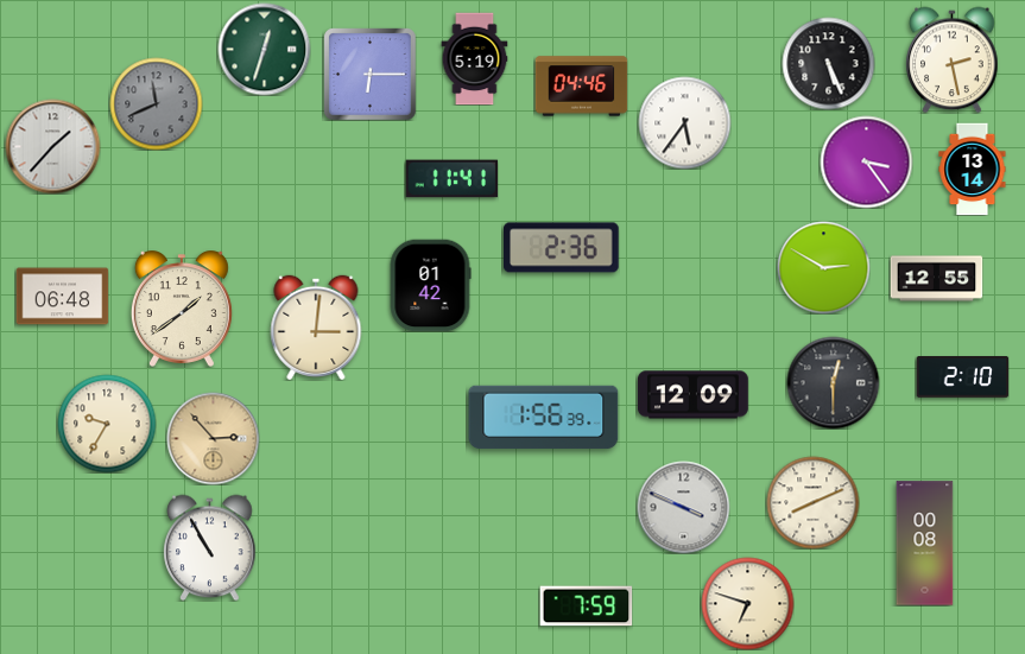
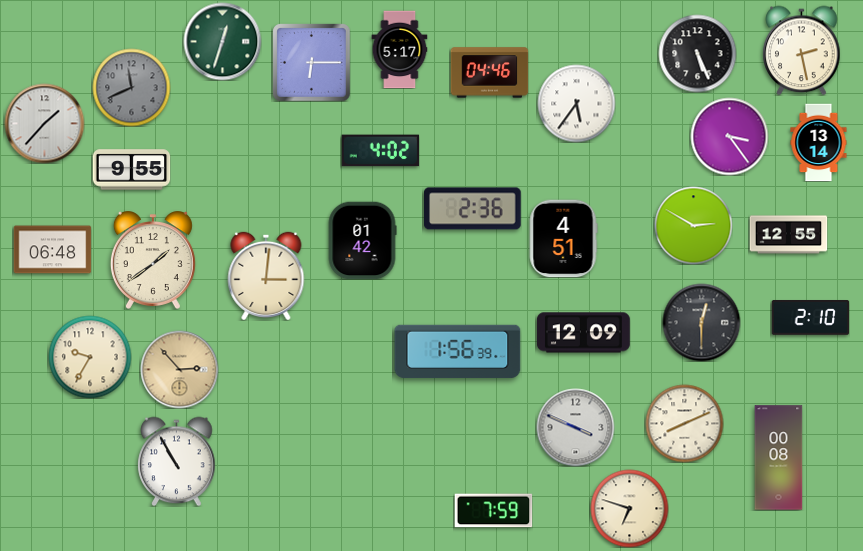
clock at (475, 58): 5:19 -> 5:17
clock at (451, 179): 11:41 -> 4:02
clock at (131, 170): none -> 9:55
clock at (563, 238): none -> 4:51
